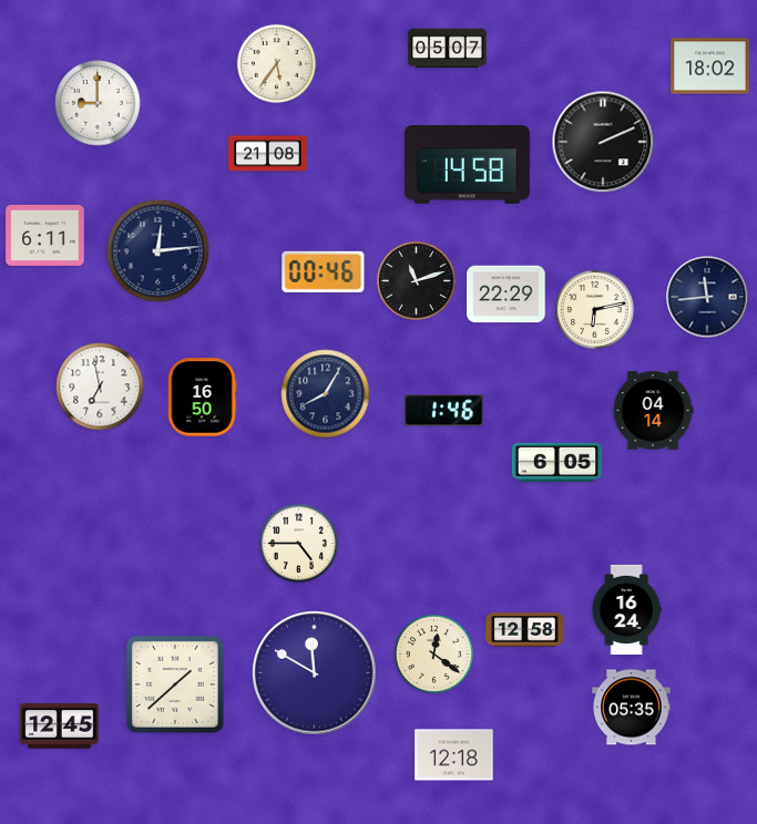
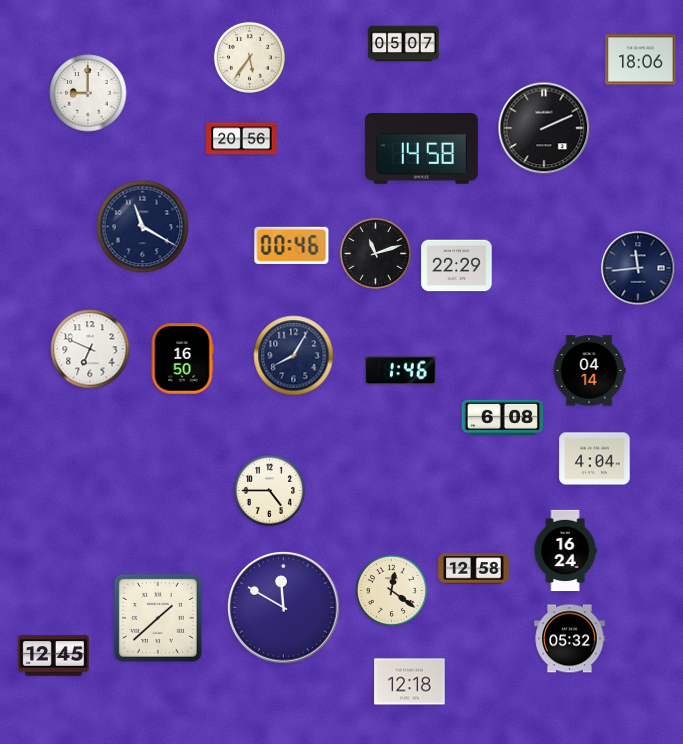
clock at (710, 66): 18:02 -> 18:06
clock at (268, 154): 21:08 -> 20:56
clock at (45, 235): 6:11 -> none
clock at (158, 251): 12:14 -> 11:20
clock at (594, 309): 6:13 -> none
clock at (100, 387): 6:58 -> 6:49
clock at (557, 463): 6:05 -> 6:08
clock at (595, 459): none -> 4:04
clock at (632, 708): 05:35 -> 05:32
